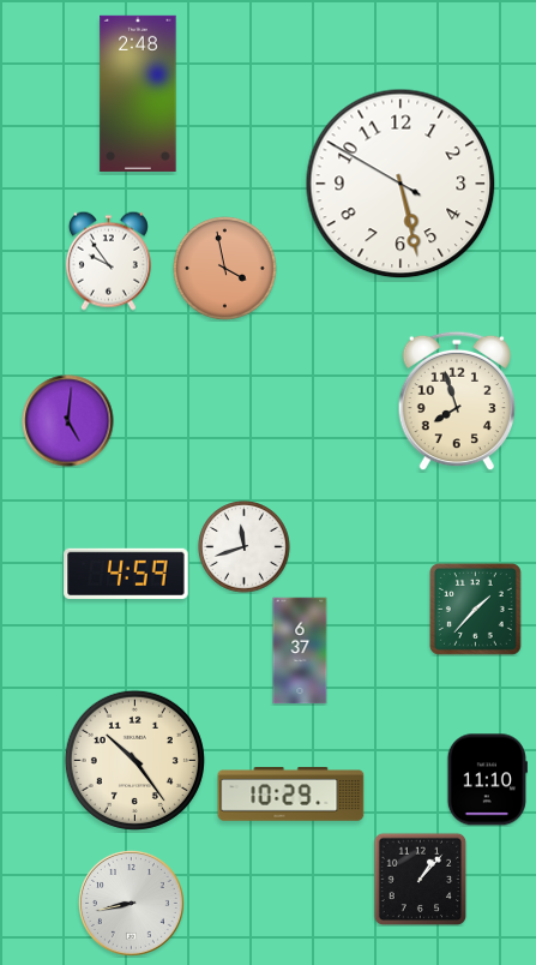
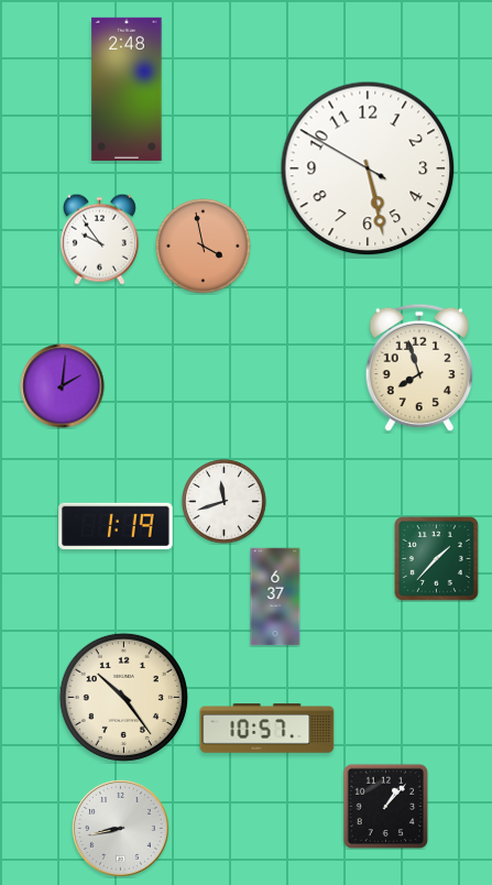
clock at (138, 94) position: (138, 94) -> (127, 89)
clock at (225, 269) position: (225, 269) -> (204, 247)
clock at (68, 421): 5:01 -> 2:01
clock at (126, 574): 4:59 -> 1:19
clock at (487, 780): 11:10 -> none
clock at (291, 795): 10:29 -> 10:57
